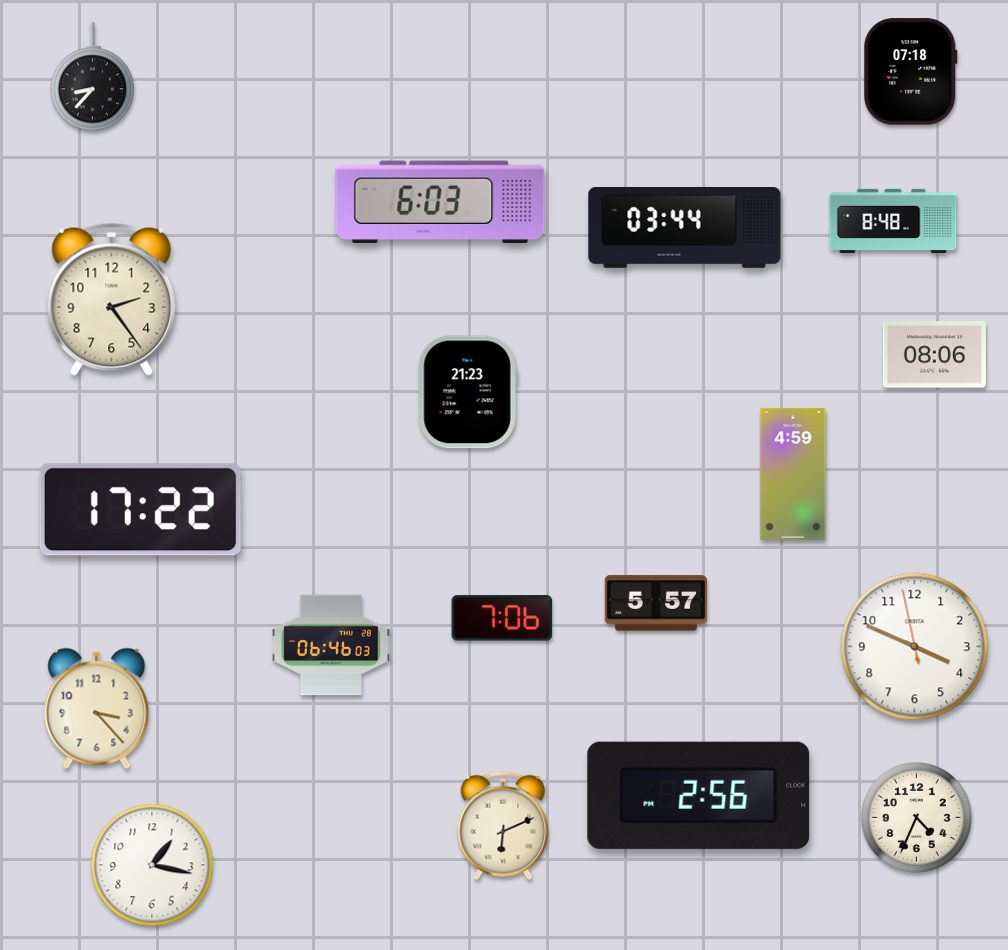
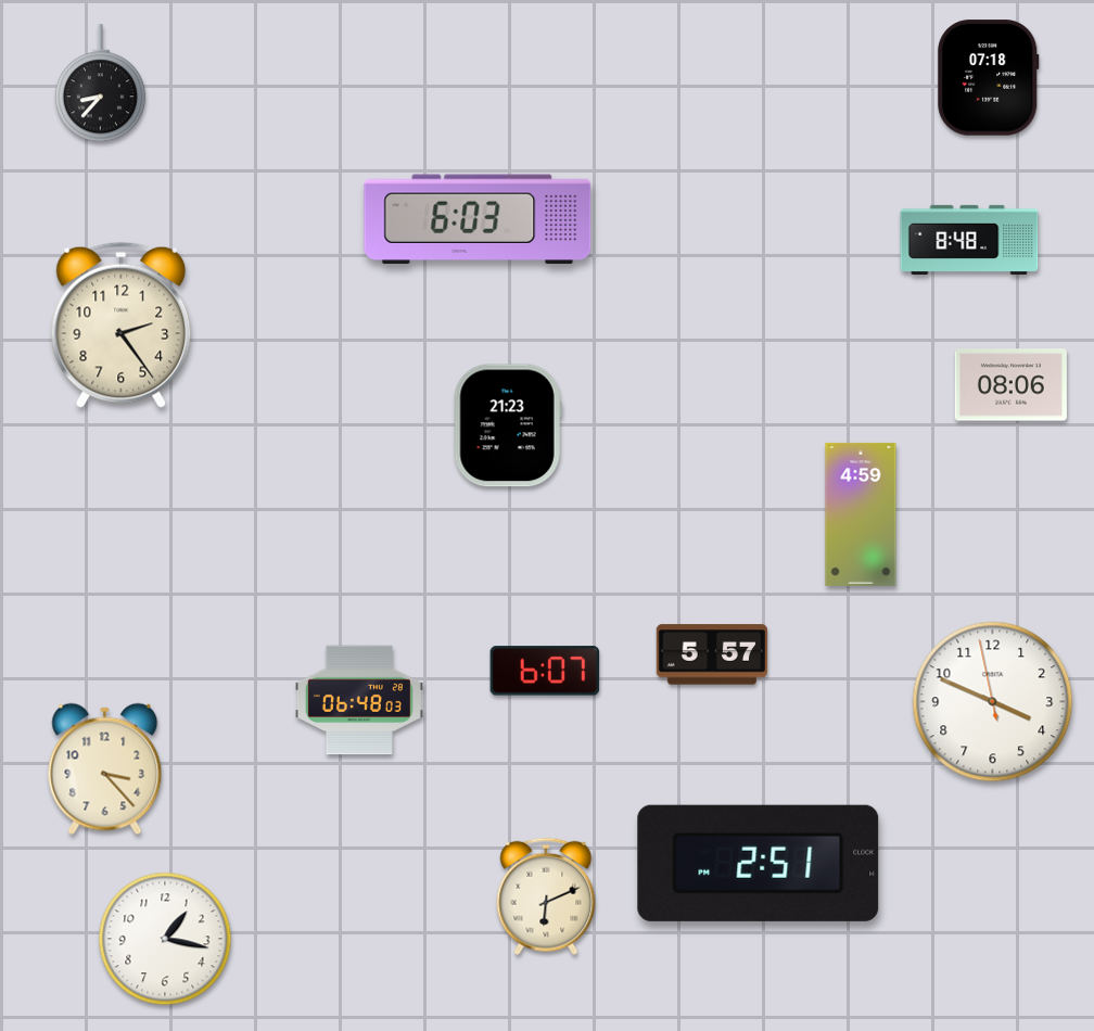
clock at (685, 228): 03:44 -> none
clock at (934, 355) position: (934, 355) -> (1010, 385)
clock at (140, 510): 17:22 -> none
clock at (502, 618): 7:06 -> 6:07
clock at (331, 645): 06:46 -> 06:48
clock at (699, 795): 2:56 -> 2:51
clock at (916, 817): 4:34 -> none
